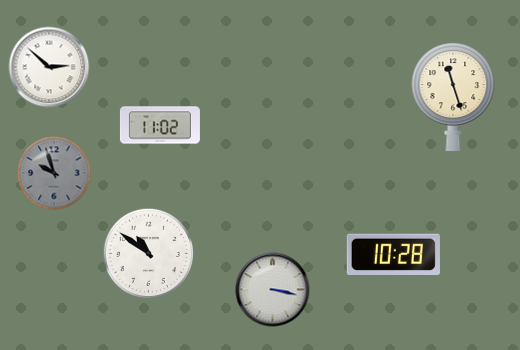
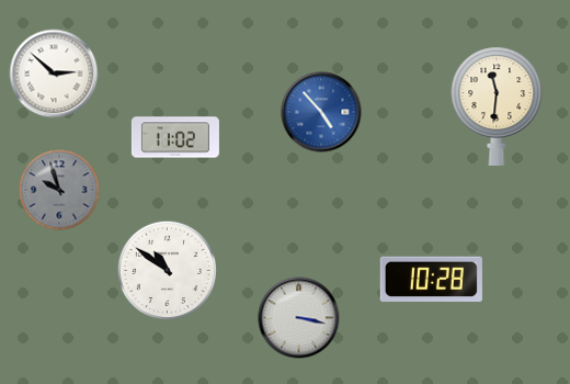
clock at (453, 97): 11:27 -> 11:31
clock at (321, 112): none -> 4:53
clock at (148, 253) position: (148, 253) -> (167, 270)
